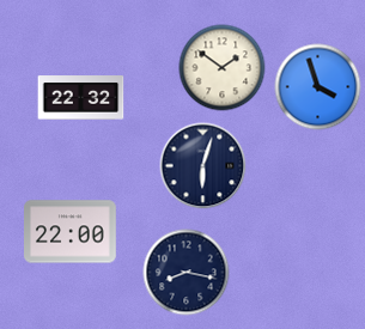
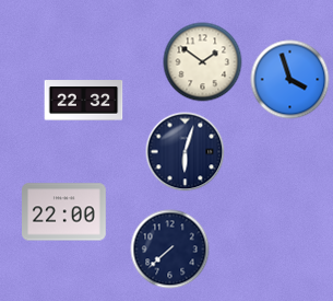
clock at (81, 98) position: (81, 98) -> (84, 101)
clock at (187, 273): 8:17 -> 7:38
